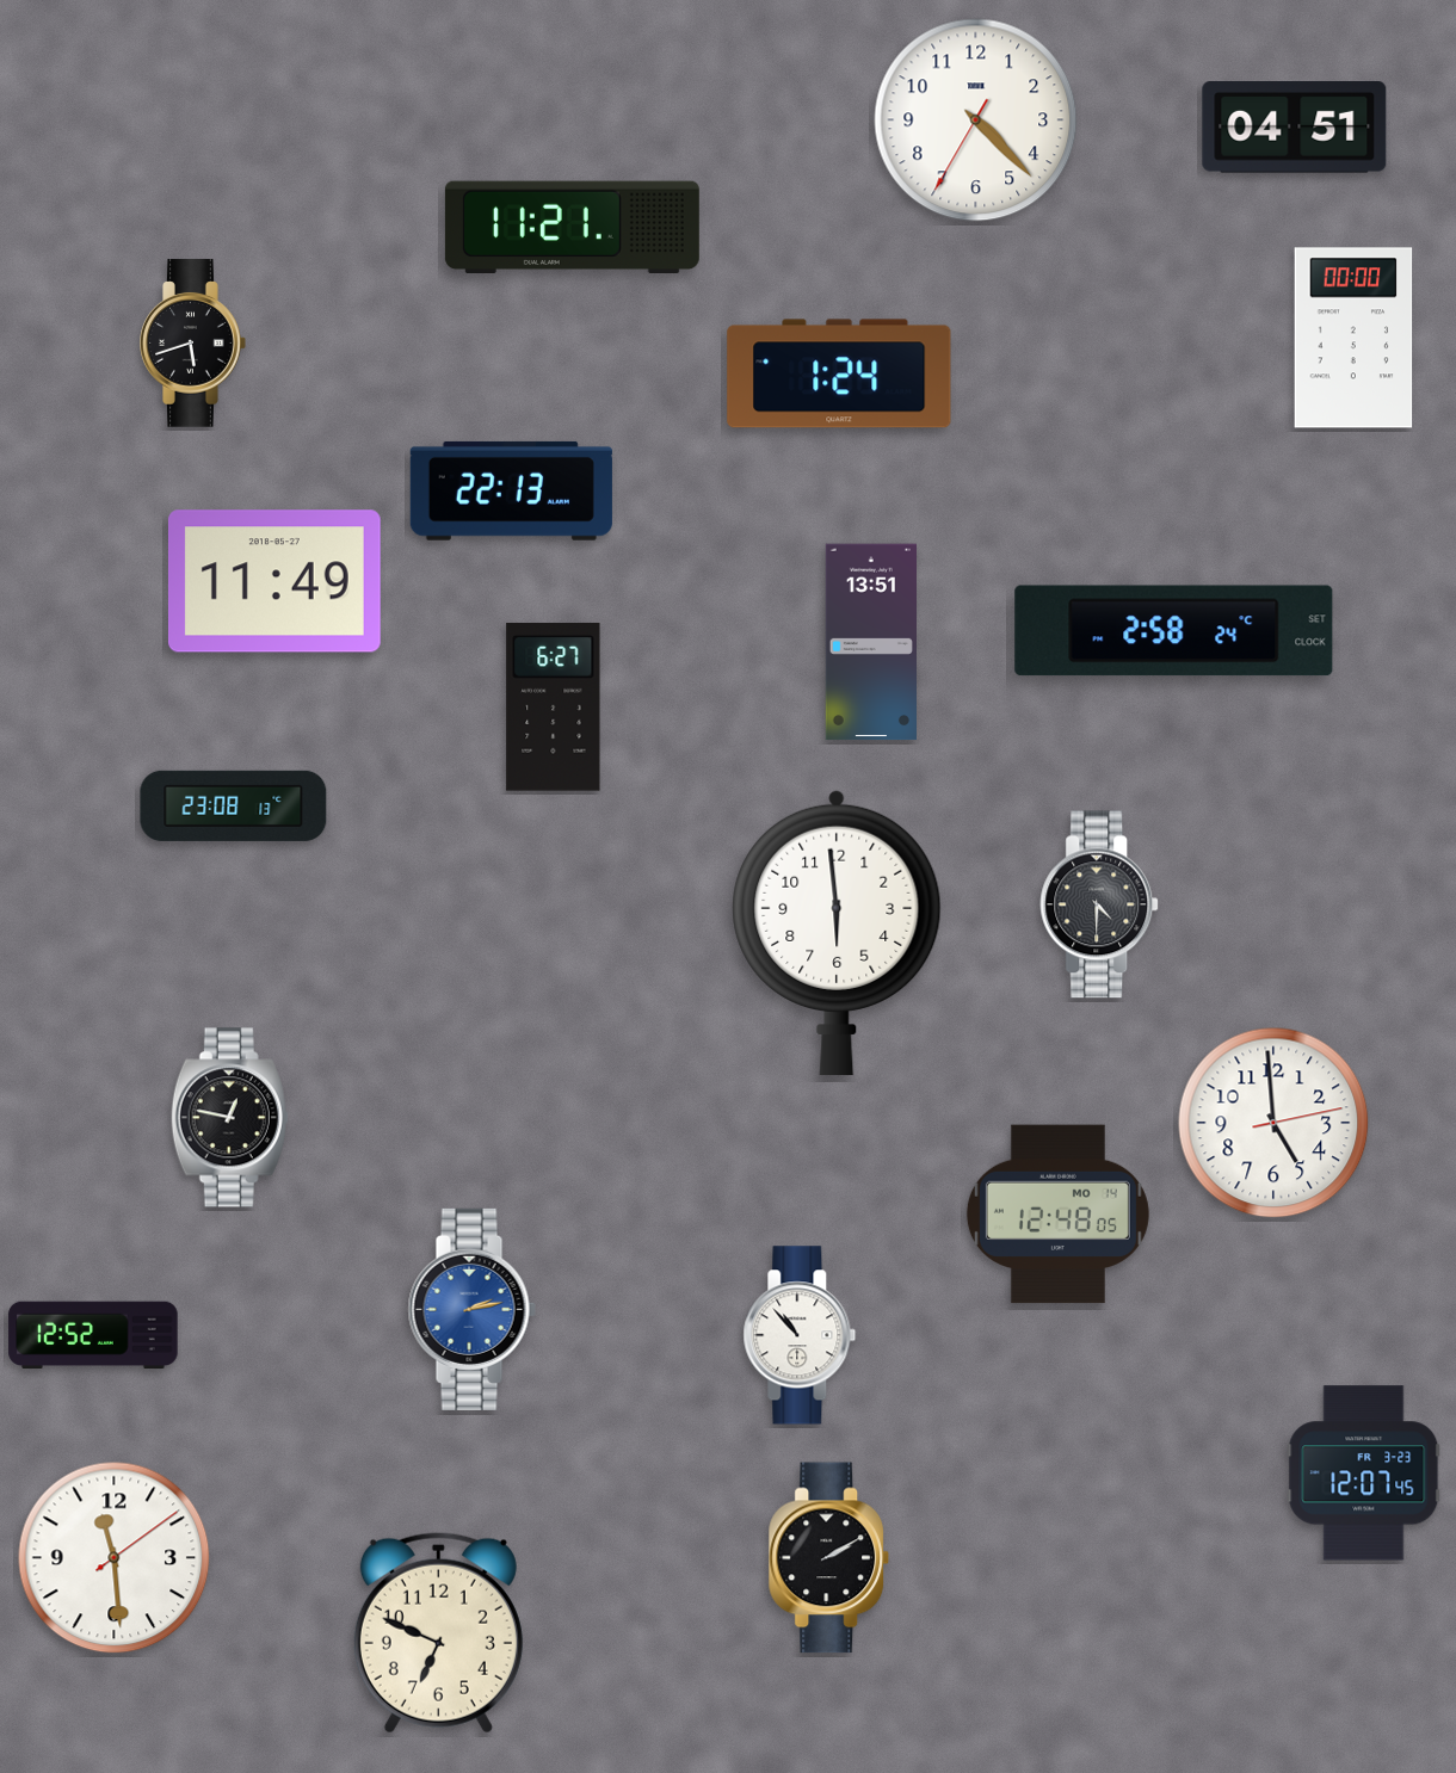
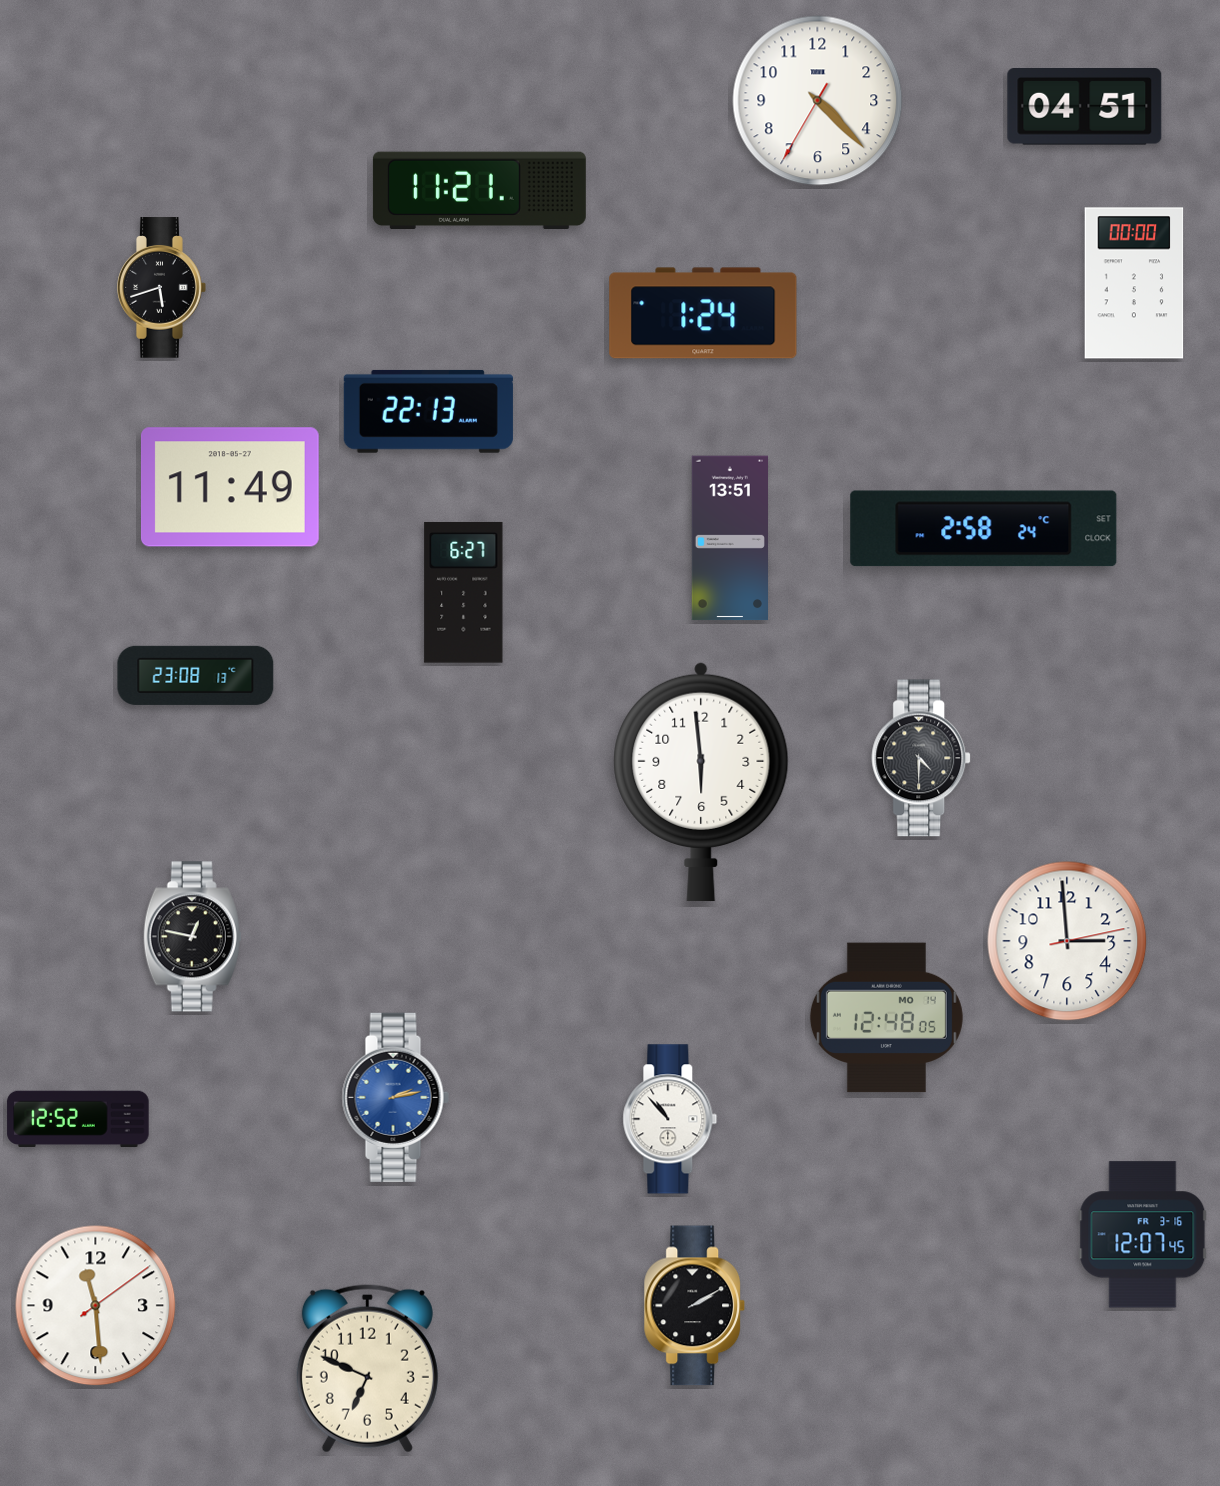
clock at (1273, 1123): 4:59 -> 2:59
clock at (1364, 1474) date: FR 3-23 -> FR 3-16
